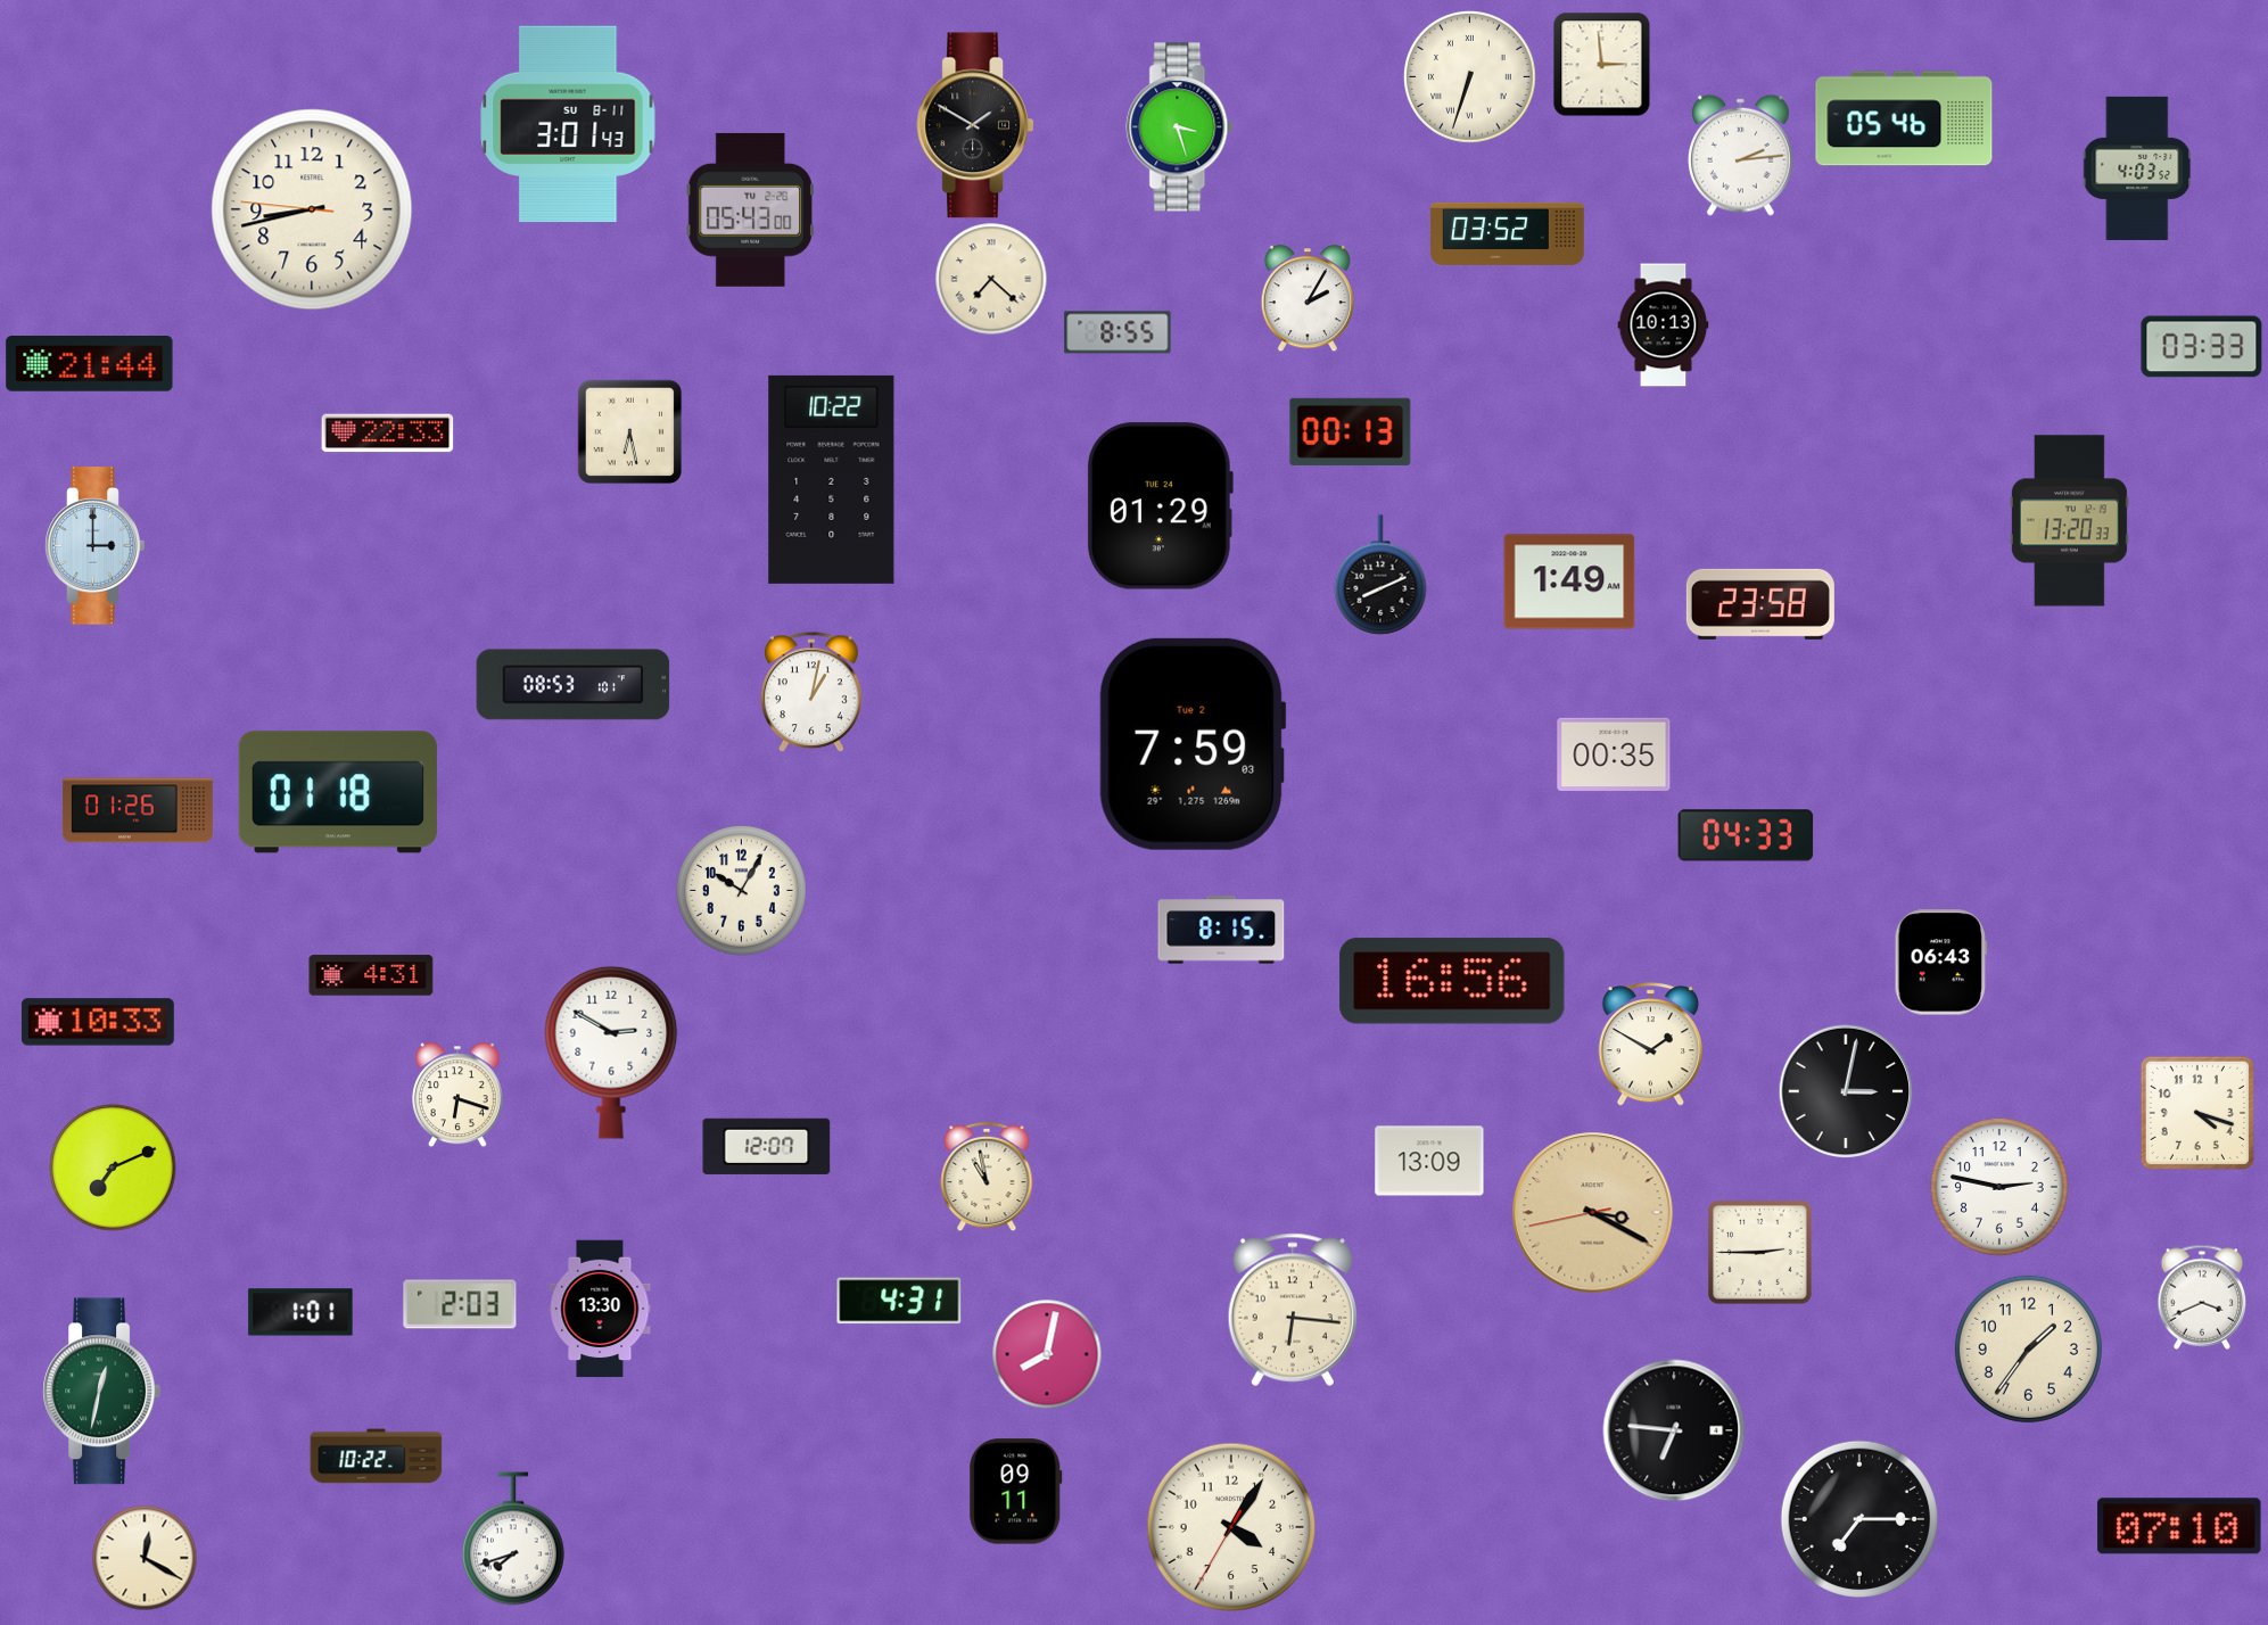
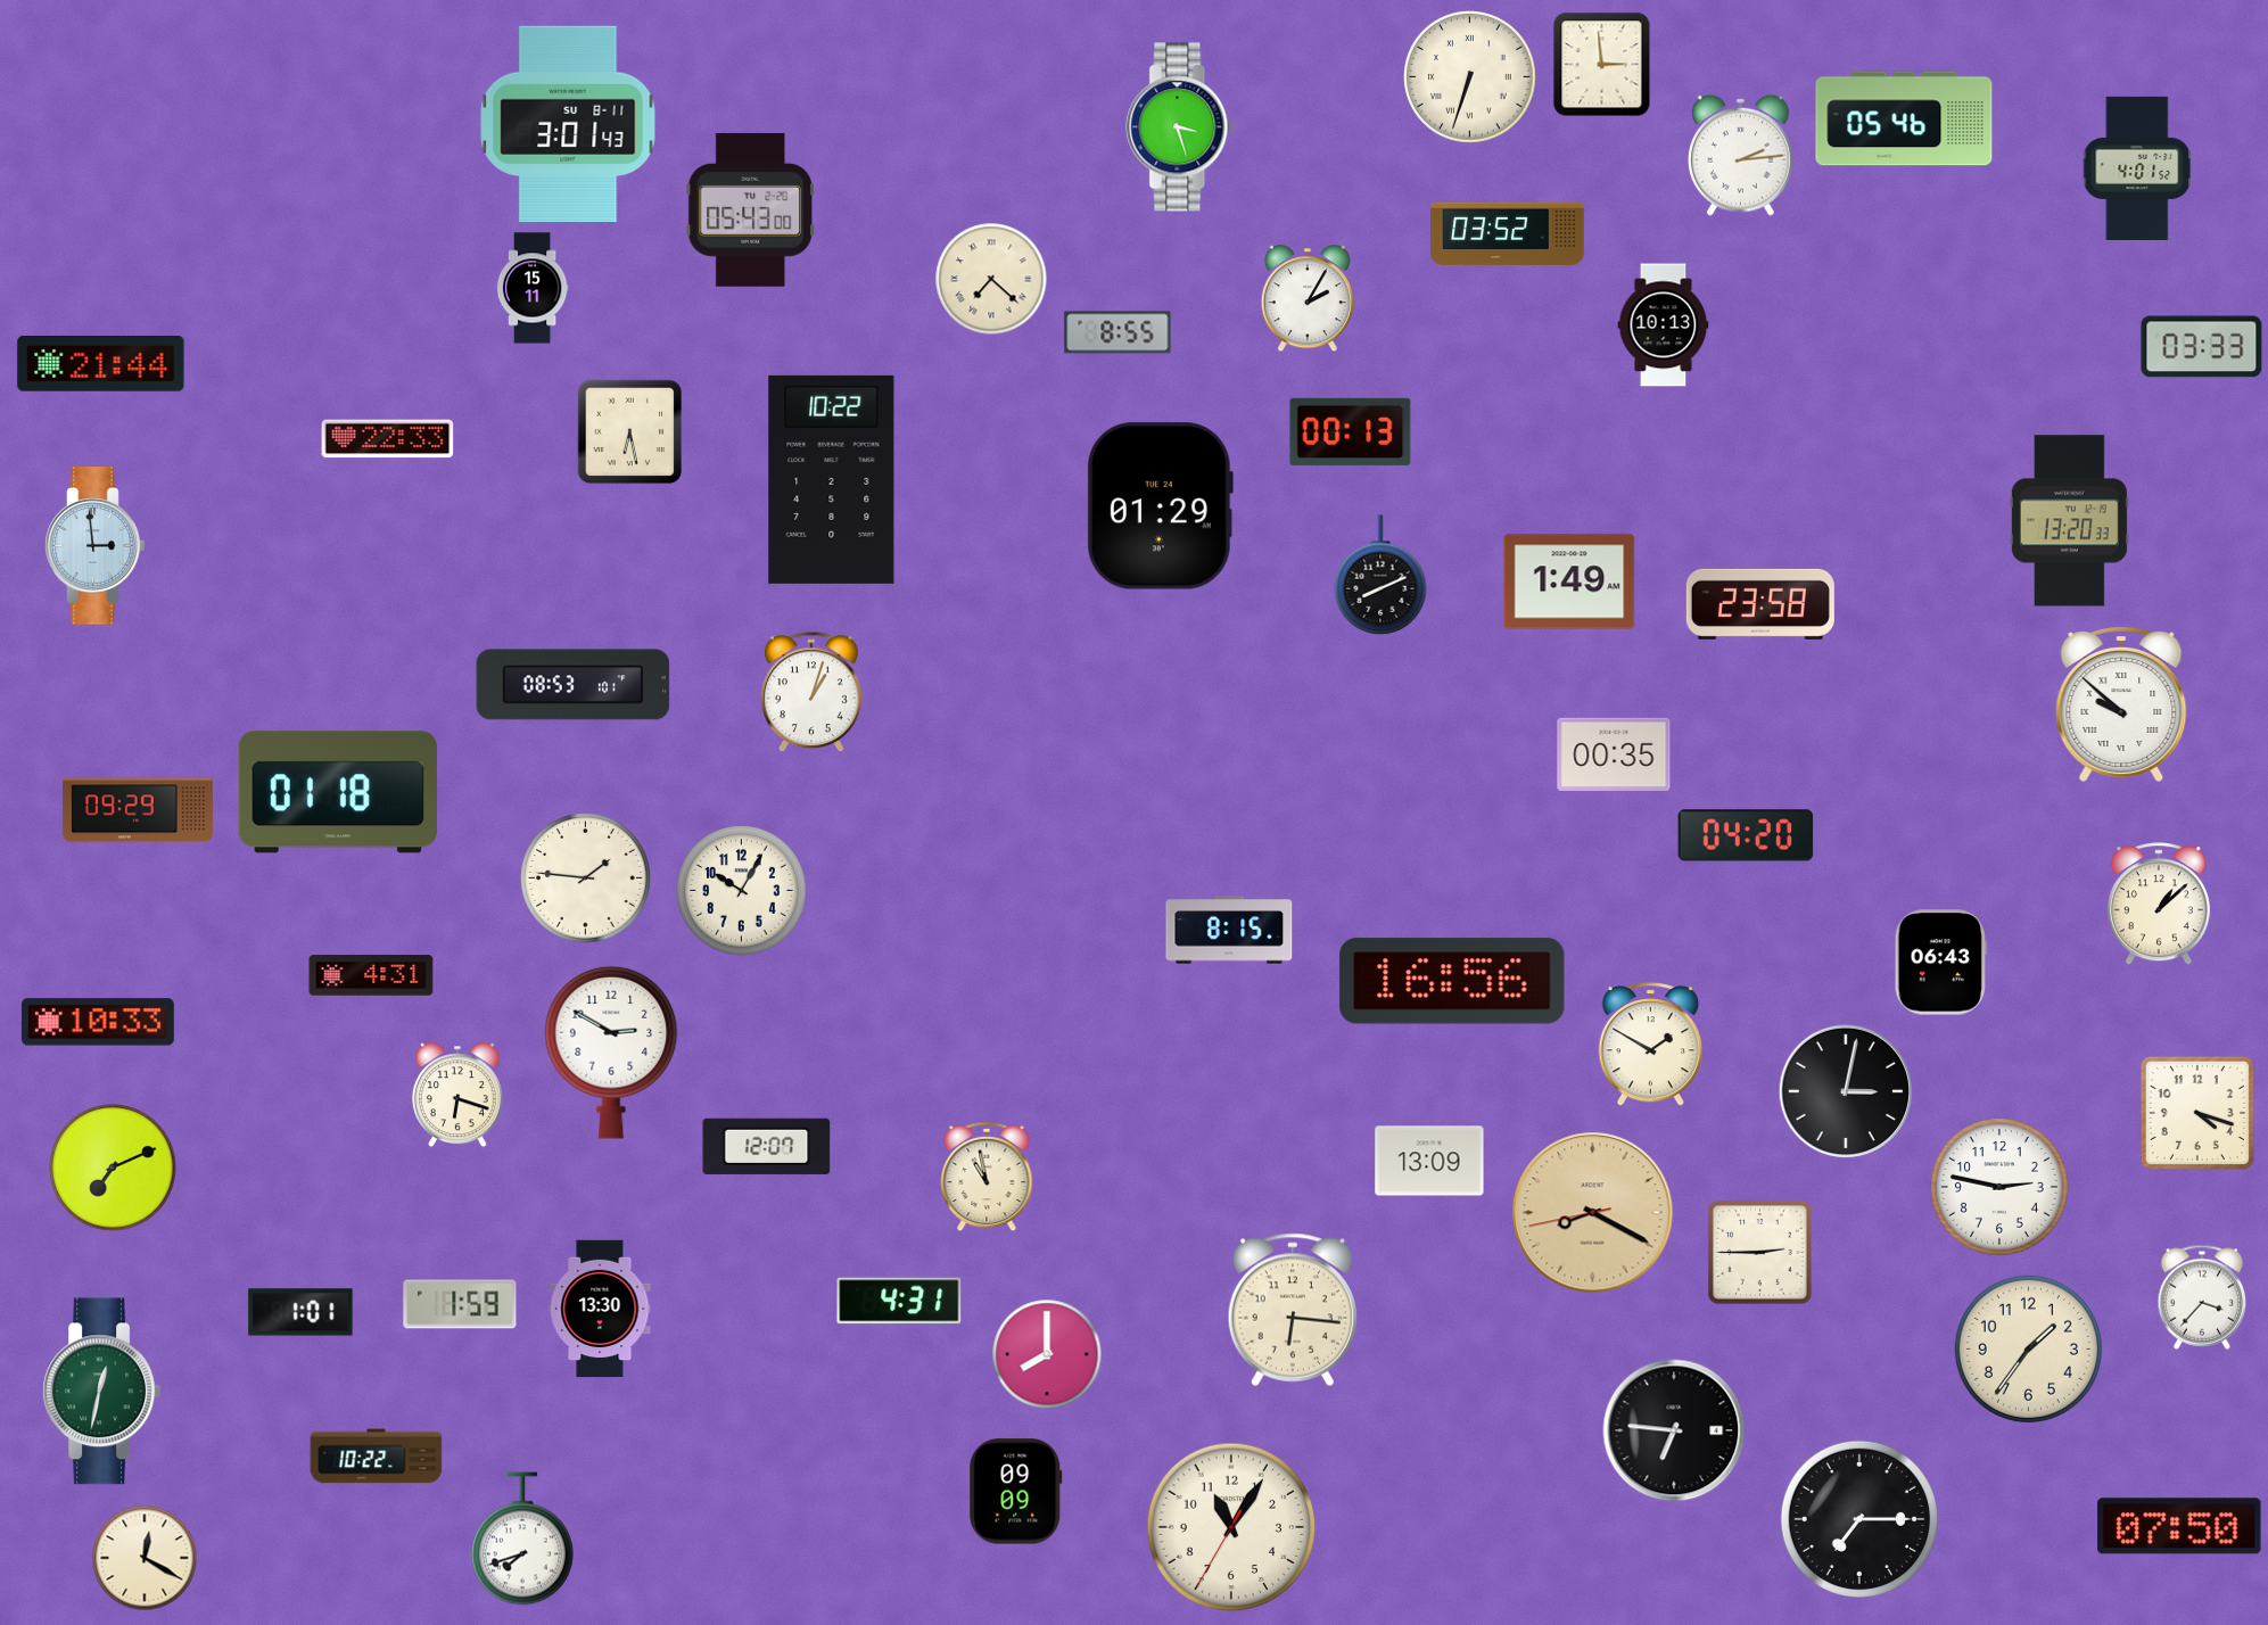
clock at (975, 125): 1:50 -> none
clock at (2138, 168): 4:03 -> 4:01
clock at (312, 209): 8:42 -> none
clock at (533, 288): none -> 15:11
clock at (90, 364) position: (90, 364) -> (101, 364)
clock at (388, 434) position: (388, 434) -> (388, 439)
clock at (96, 546): 3:00 -> 2:59
clock at (811, 692): 1:02 -> 1:03
clock at (2121, 704): none -> 9:52
clock at (1193, 744): 7:59 -> none
clock at (138, 810): 01:26 -> 09:29
clock at (1746, 835): 04:33 -> 04:20
clock at (586, 879): none -> 1:46
clock at (2159, 904): none -> 1:08
clock at (1221, 930) position: (1221, 930) -> (1229, 930)
clock at (1593, 1213): 3:19 -> 8:19
clock at (2202, 1297): 3:41 -> 3:37
clock at (460, 1304): 2:03 -> 1:59
clock at (1047, 1354): 8:02 -> 8:00
clock at (1016, 1492): 09:11 -> 09:09
clock at (2179, 1526): 07:10 -> 07:50
clock at (1231, 1527): 4:05 -> 11:05
clock at (513, 1539) position: (513, 1539) -> (522, 1539)
